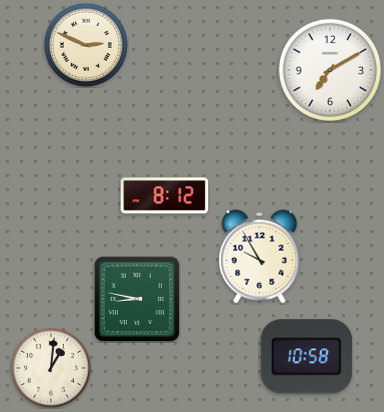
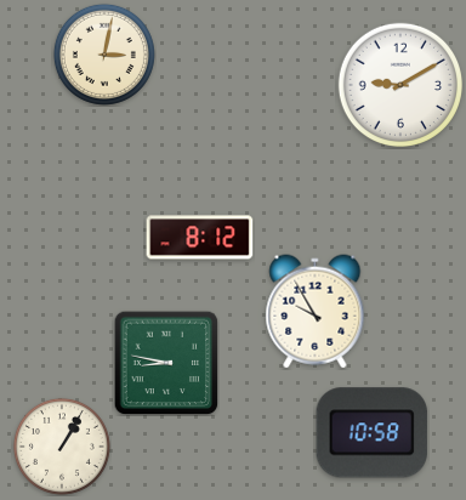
clock at (86, 45): 2:49 -> 3:02
clock at (329, 69): 7:10 -> 9:10
clock at (51, 368): 1:01 -> 1:05
